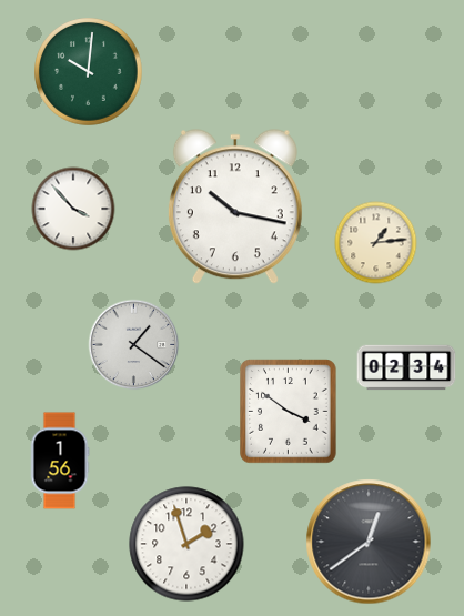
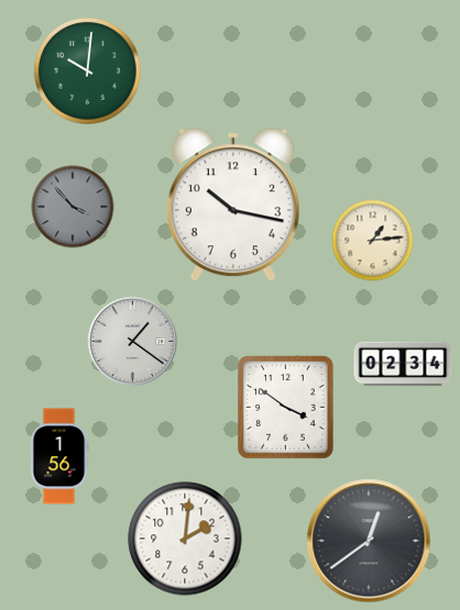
clock at (73, 209) dial: white -> grey
clock at (369, 542) position: (369, 542) -> (369, 541)
clock at (186, 544): 1:57 -> 2:01
